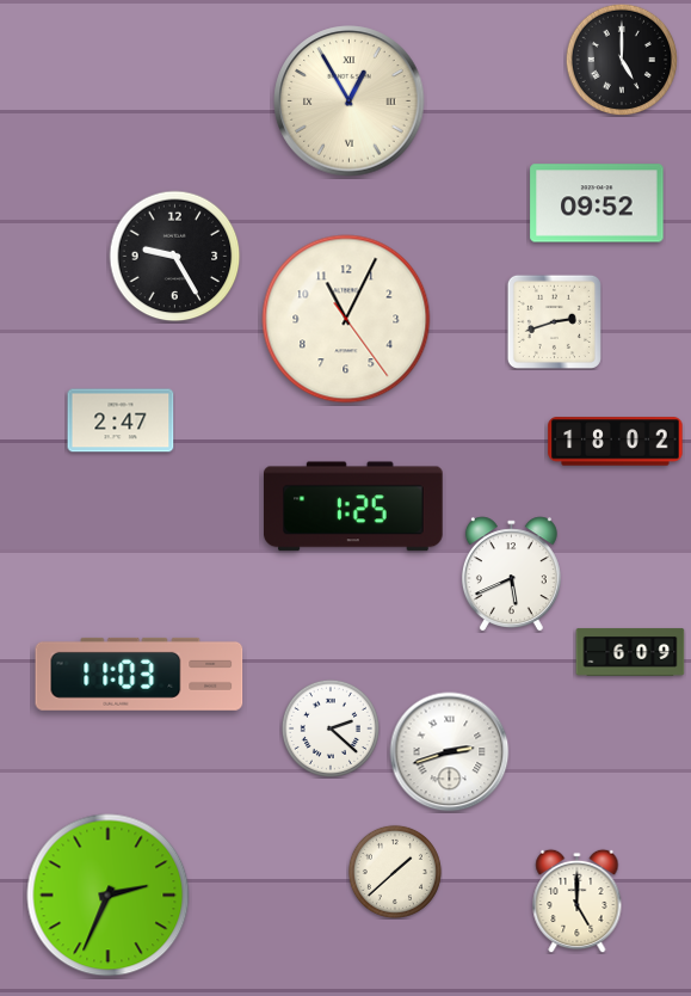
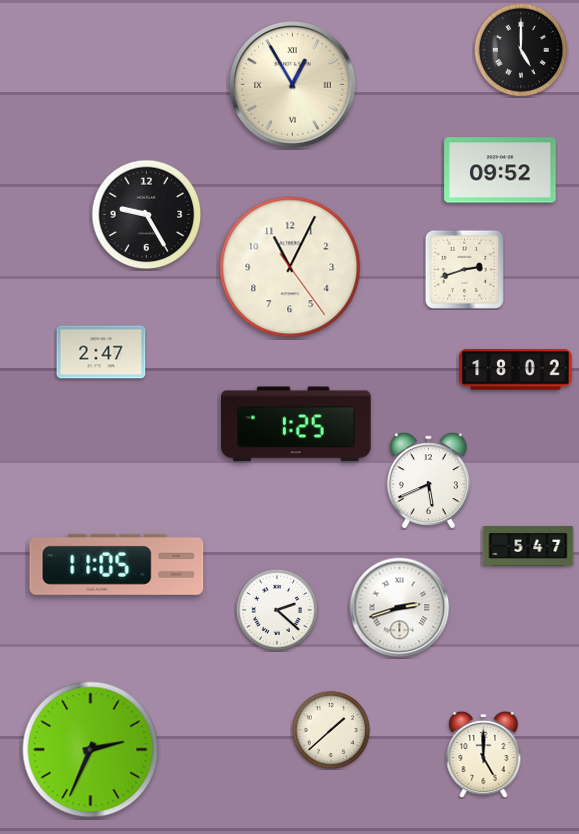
clock at (630, 652): 6:09 -> 5:47
clock at (140, 674): 11:03 -> 11:05
clock at (450, 752) position: (450, 752) -> (400, 608)
